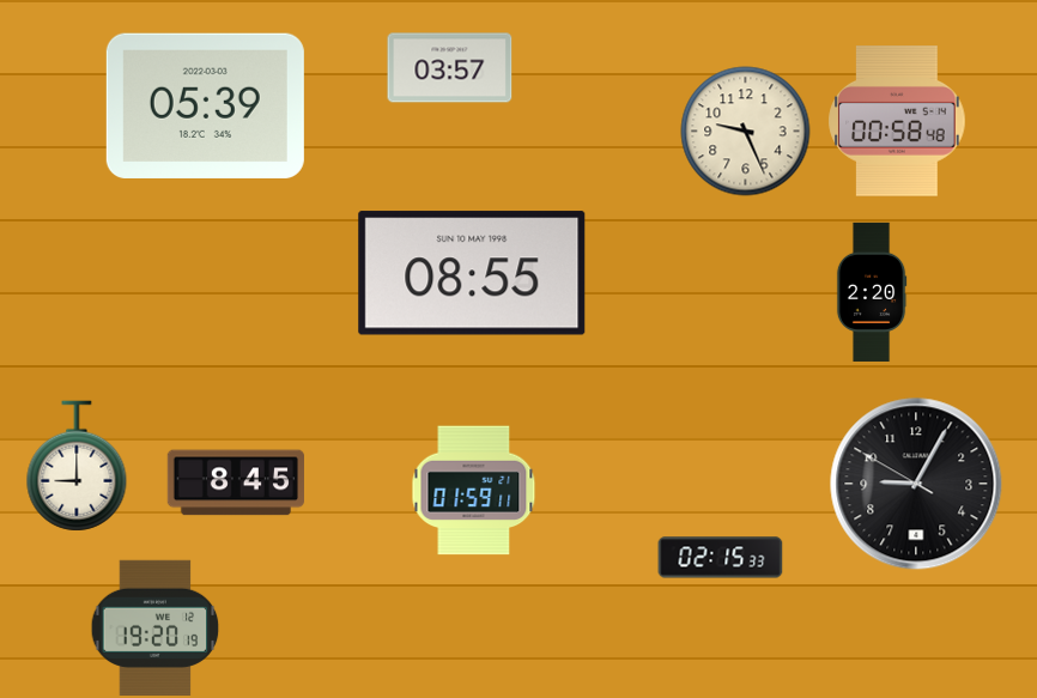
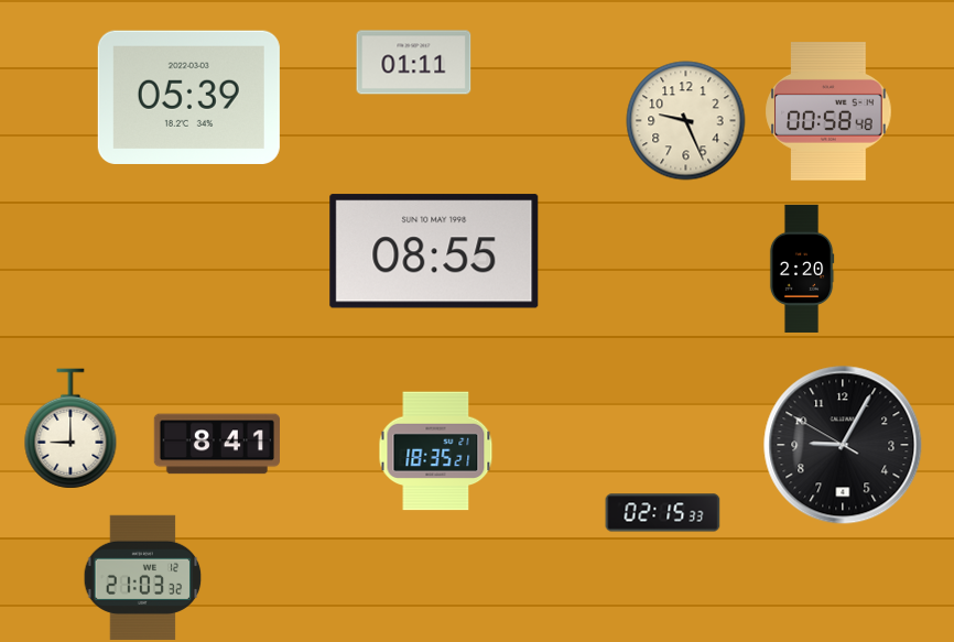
clock at (450, 68): 03:57 -> 01:11
clock at (897, 121) position: (897, 121) -> (828, 111)
clock at (236, 482): 8:45 -> 8:41
clock at (474, 491): 01:59 -> 18:35
clock at (156, 627): 19:20 -> 21:03
